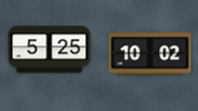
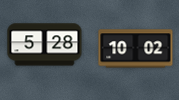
clock at (50, 50): 5:25 -> 5:28
